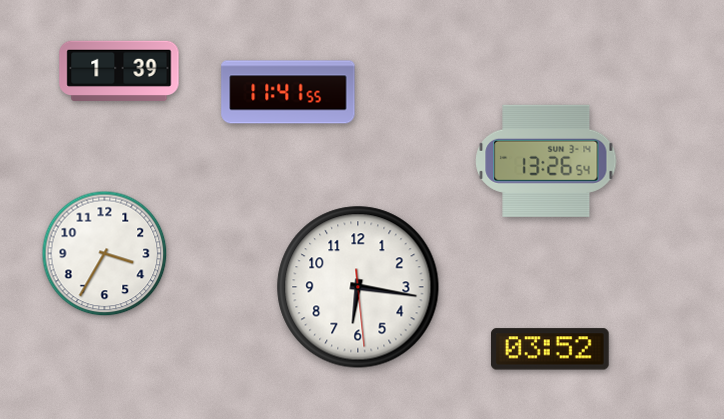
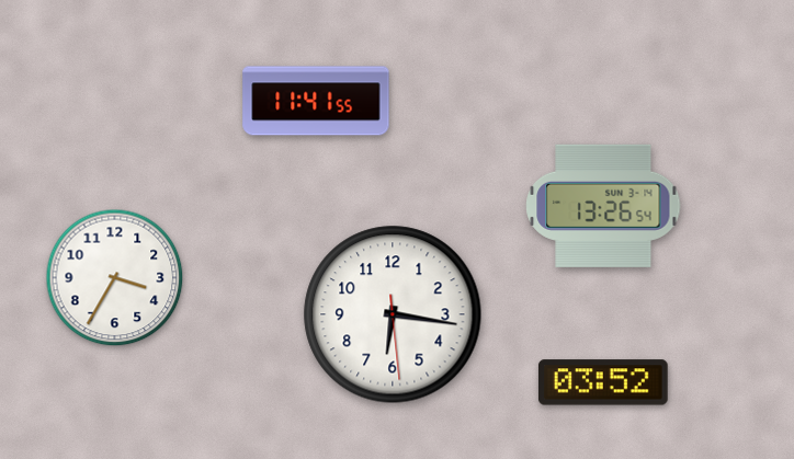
clock at (119, 71): 1:39 -> none
clock at (546, 161) position: (546, 161) -> (603, 206)
